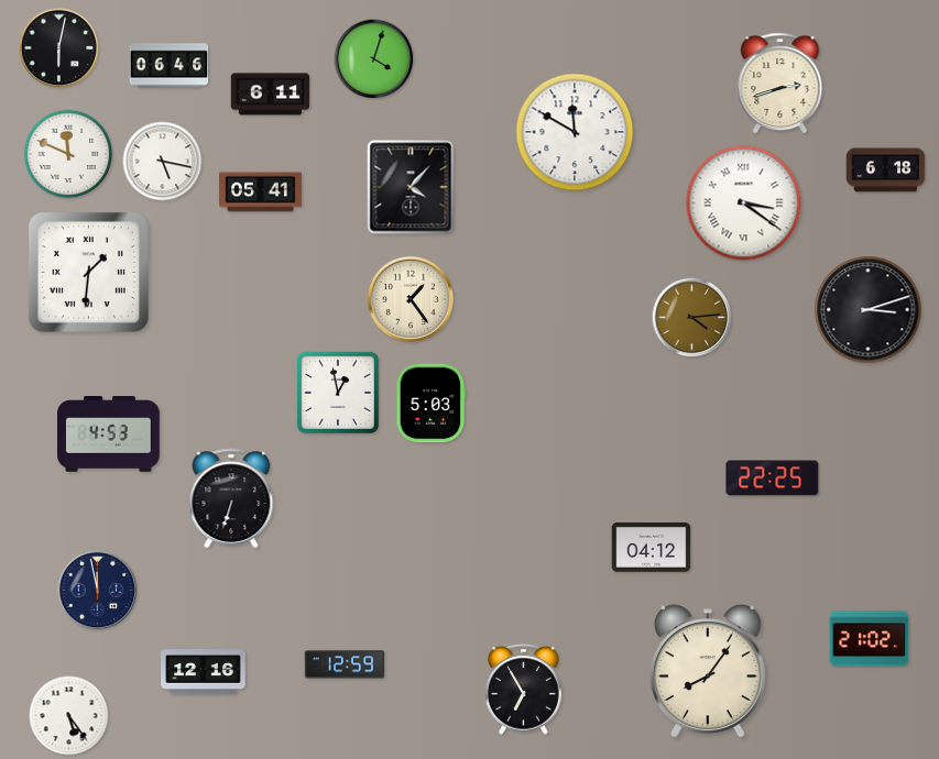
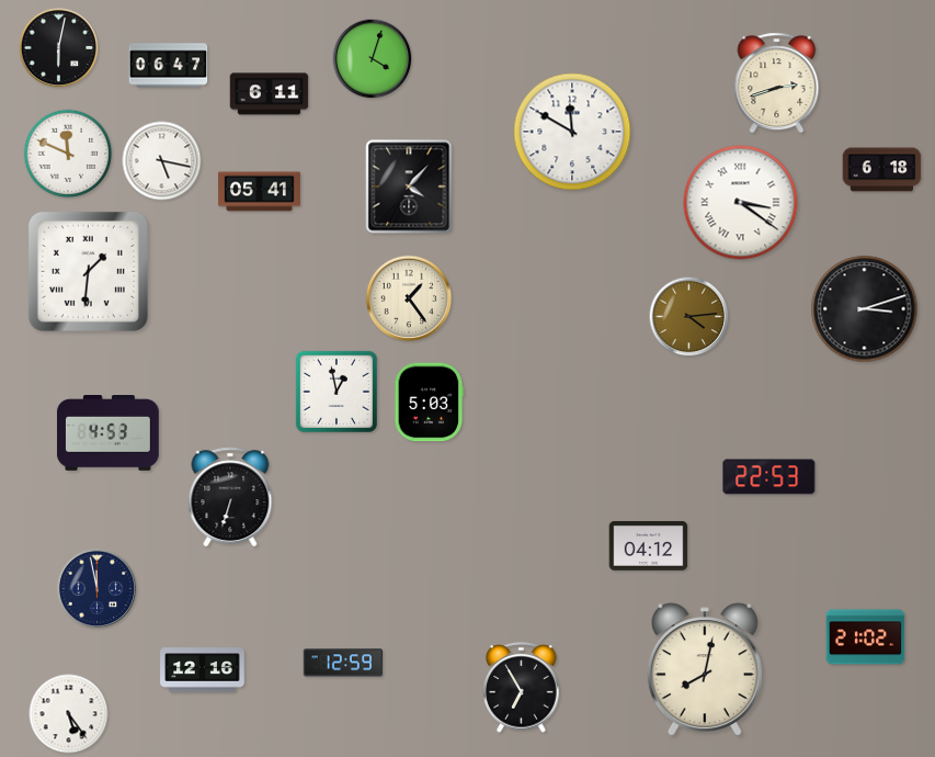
clock at (170, 66): 06:46 -> 06:47
clock at (773, 479): 22:25 -> 22:53
clock at (708, 671): 8:06 -> 8:02
